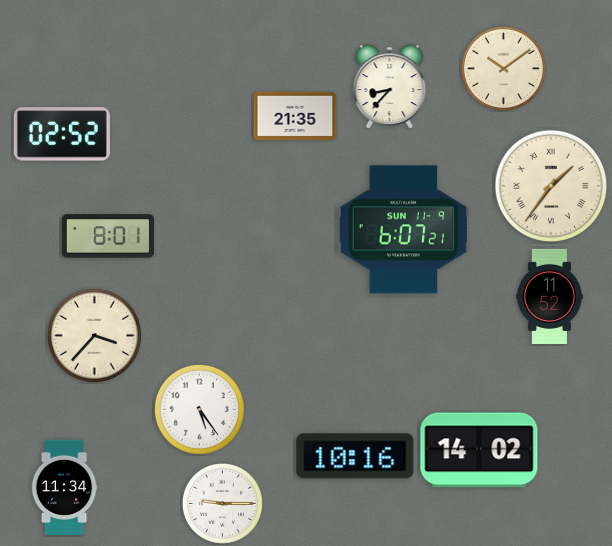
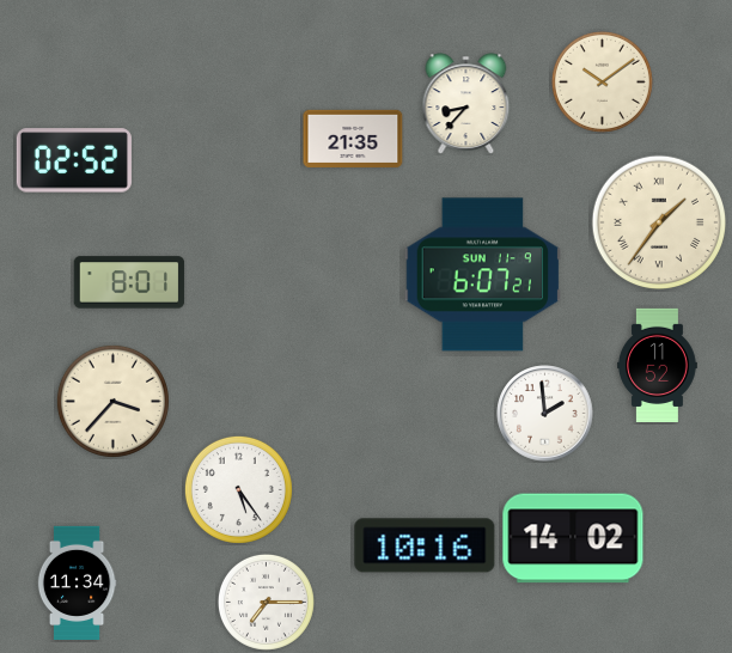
clock at (550, 296) position: (550, 296) -> (658, 365)
clock at (545, 414): none -> 1:59
clock at (222, 503): 9:15 -> 7:15
